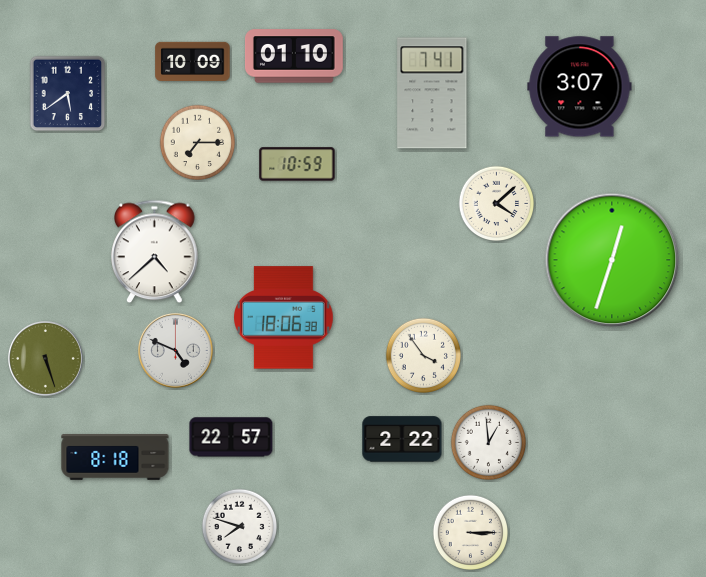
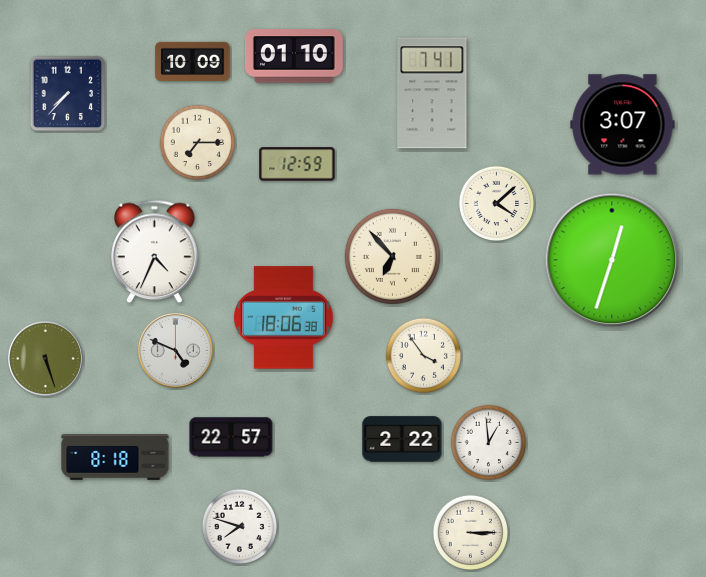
clock at (580, 87) position: (580, 87) -> (623, 125)
clock at (68, 94): 5:39 -> 7:37
clock at (297, 164): 10:59 -> 12:59
clock at (155, 252): 4:38 -> 4:34
clock at (392, 256): none -> 6:53
